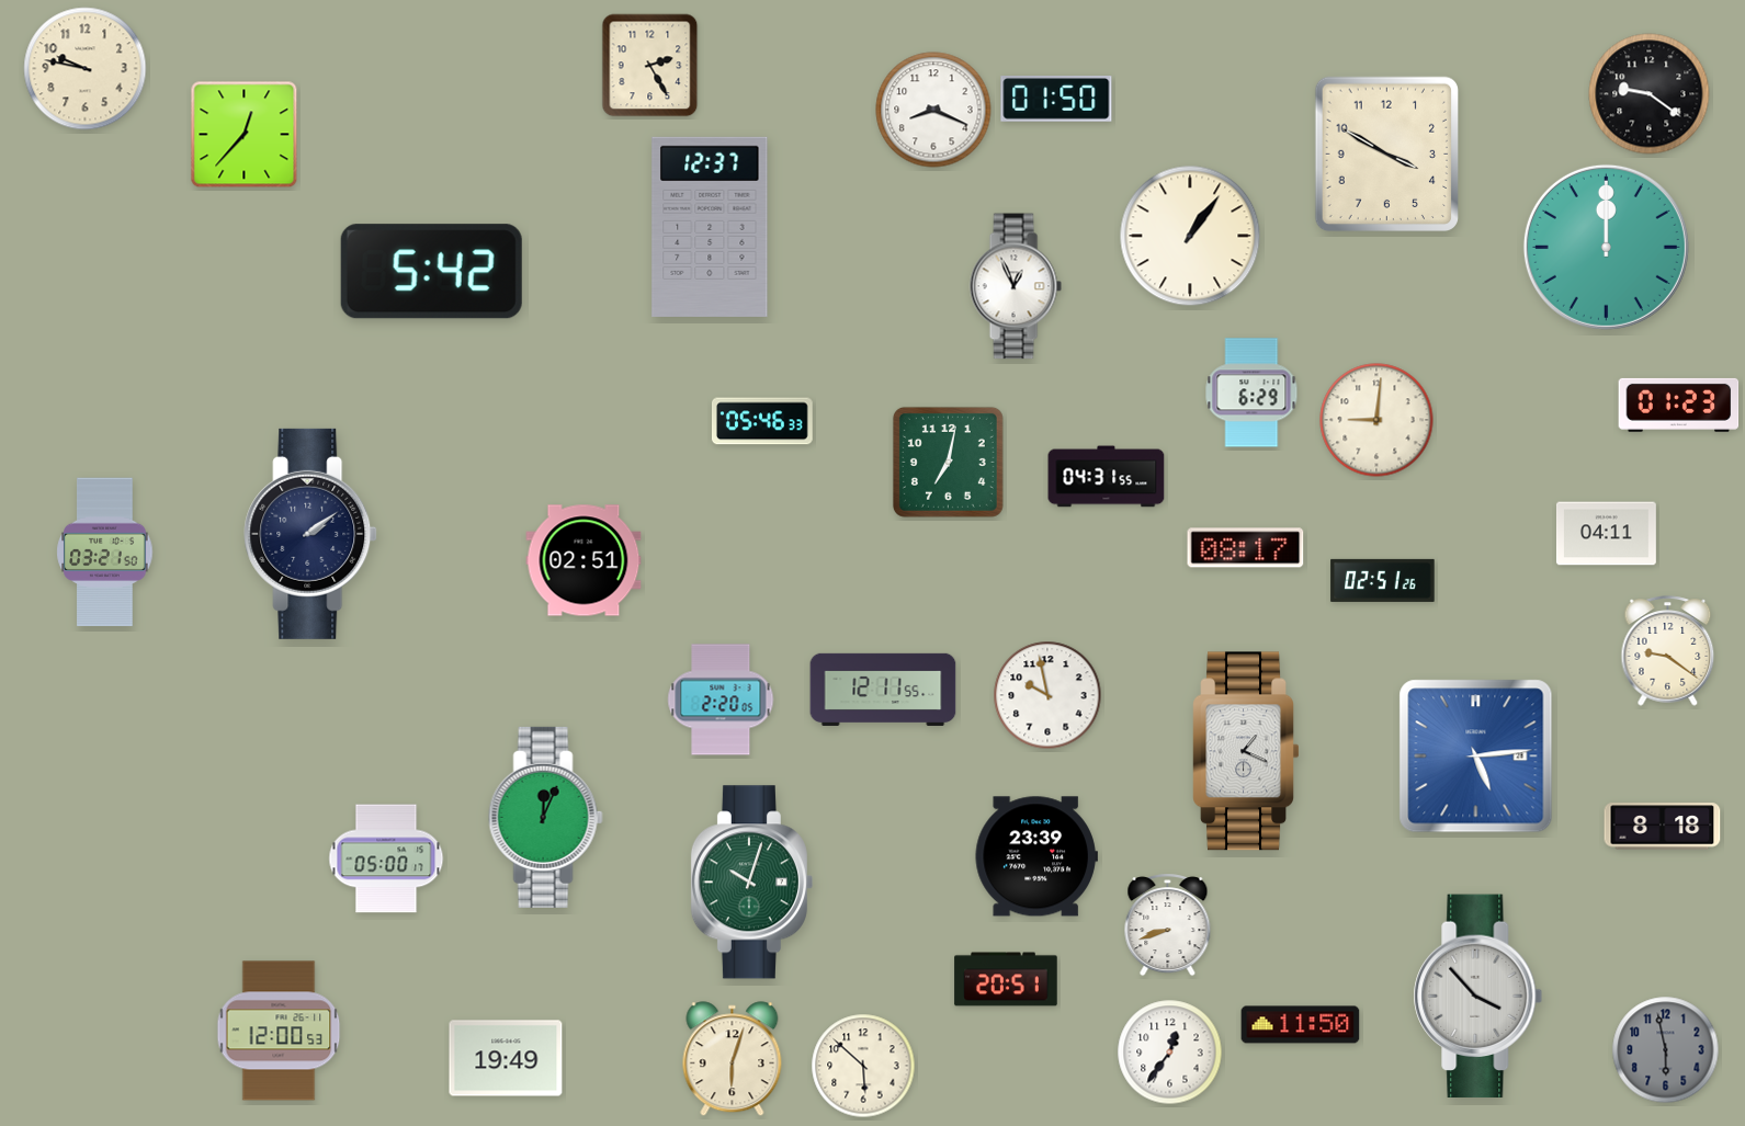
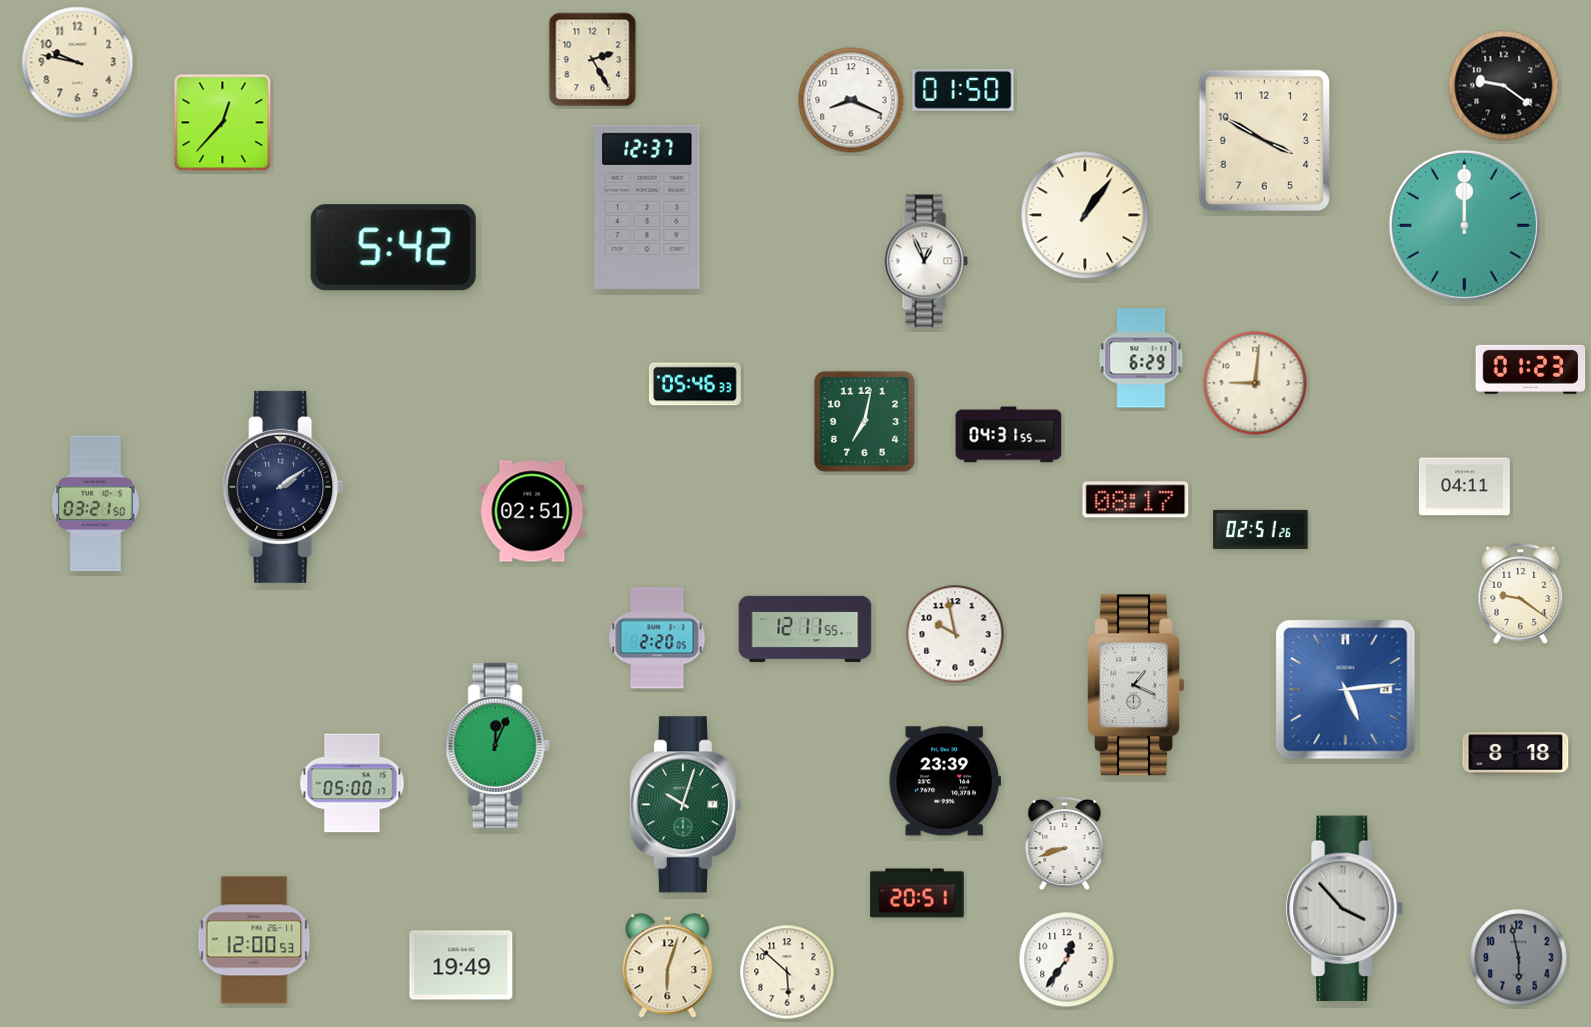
clock at (1478, 997) position: (1478, 997) -> (1345, 909)
clock at (1301, 1025): 11:50 -> none
